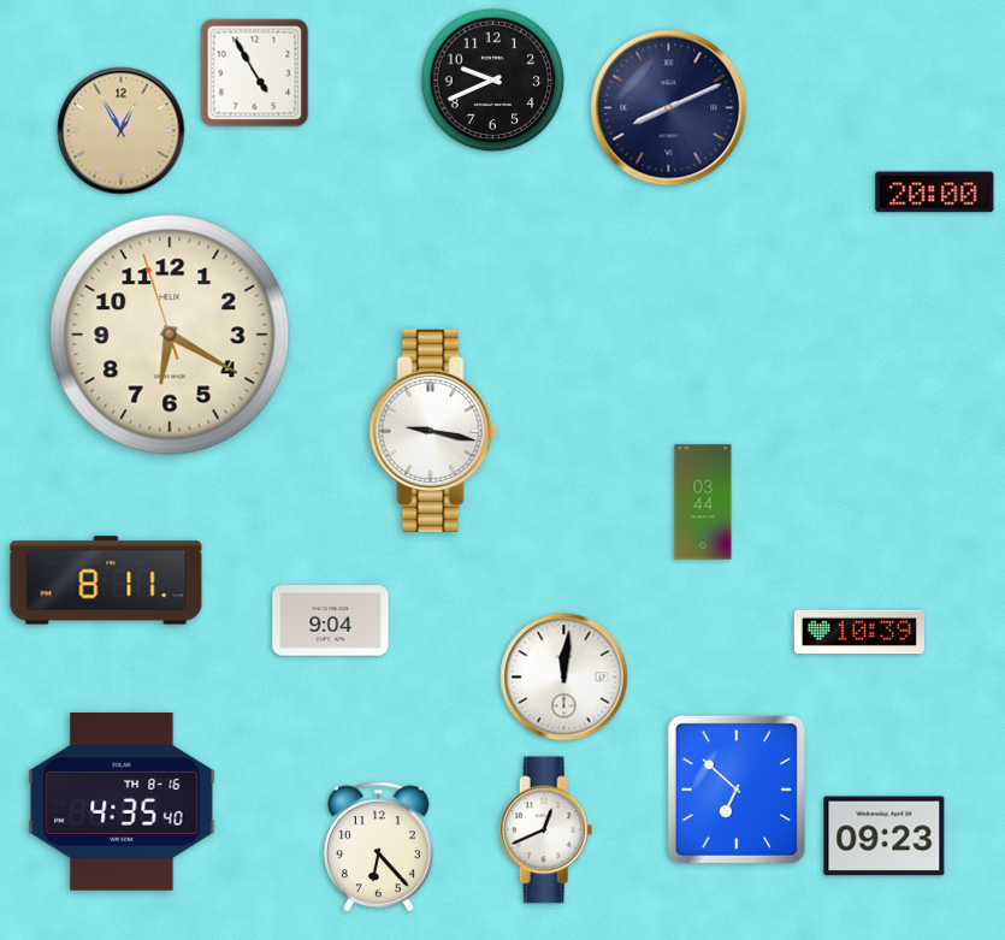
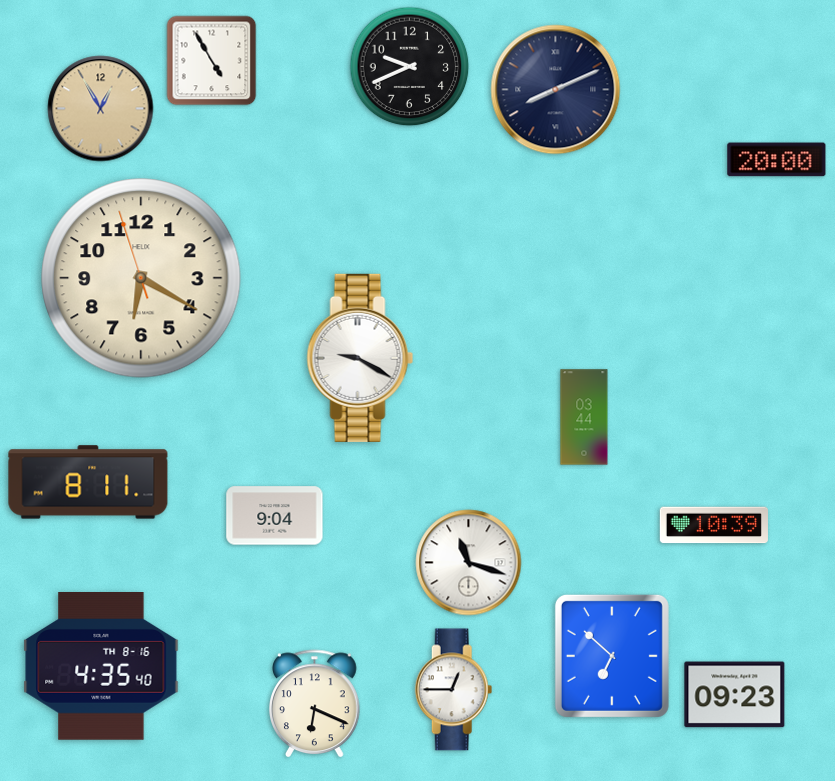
clock at (433, 431): 9:17 -> 9:20
clock at (564, 678): 12:01 -> 11:18
clock at (546, 830): 12:41 -> 12:45
clock at (379, 847): 6:23 -> 6:19
